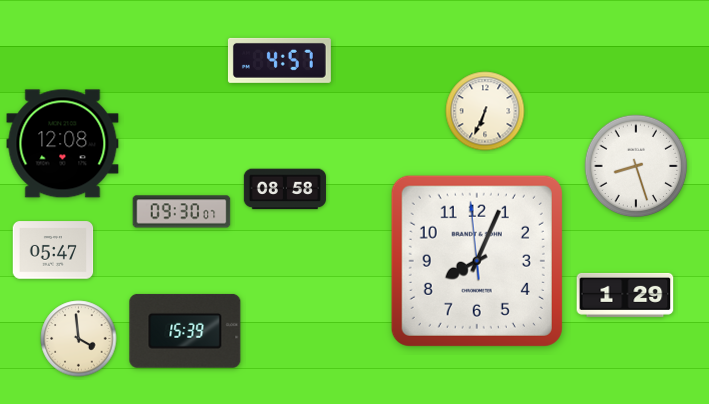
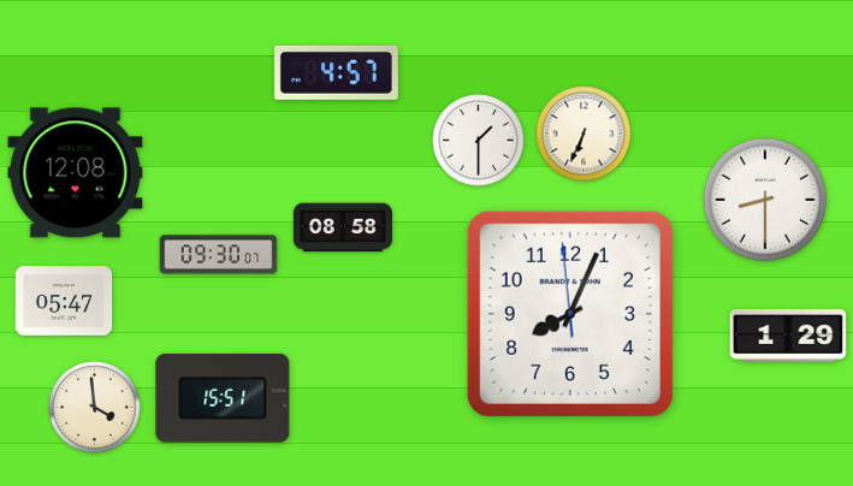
clock at (479, 141): none -> 1:30
clock at (636, 166): 8:27 -> 8:30
clock at (477, 261) position: (477, 261) -> (570, 314)
clock at (625, 295) position: (625, 295) -> (788, 336)
clock at (185, 331): 15:39 -> 15:51
